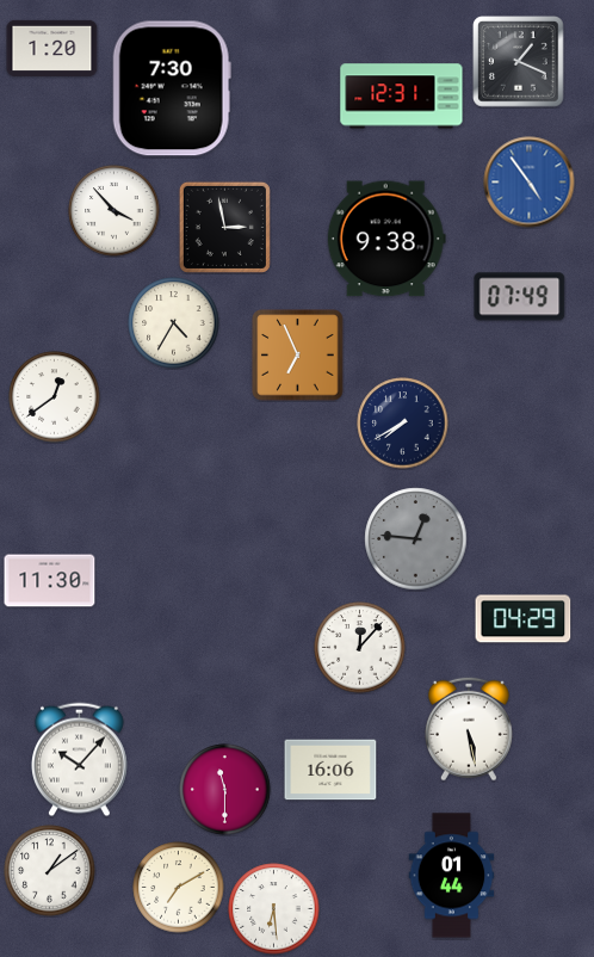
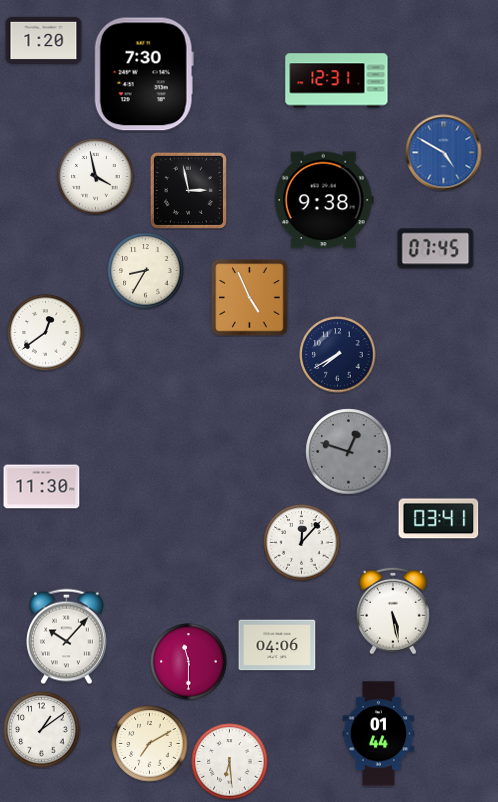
clock at (519, 62): 1:19 -> none
clock at (530, 183): 4:54 -> 4:50
clock at (115, 211): 3:53 -> 3:58
clock at (520, 297): 07:49 -> 07:45
clock at (174, 323): 4:35 -> 8:35
clock at (298, 356): 6:56 -> 4:56
clock at (416, 539): 12:46 -> 12:48
clock at (524, 619): 04:29 -> 03:41
clock at (330, 770): 16:06 -> 04:06
